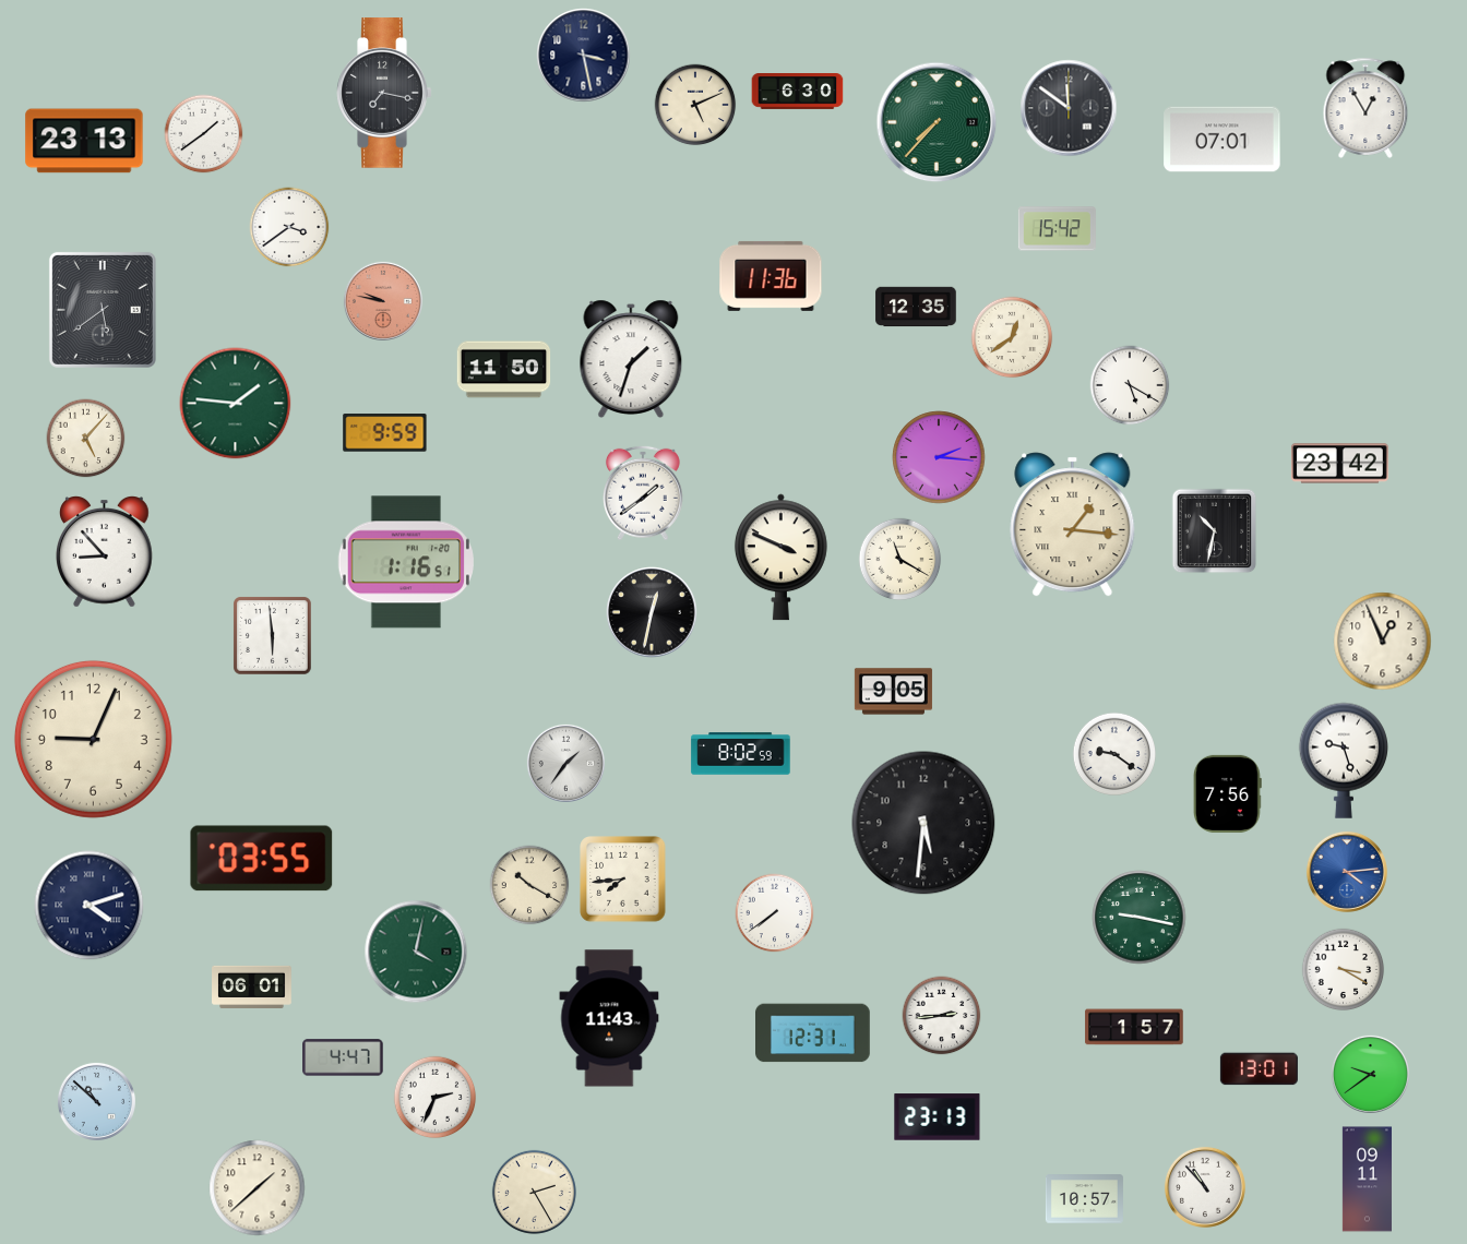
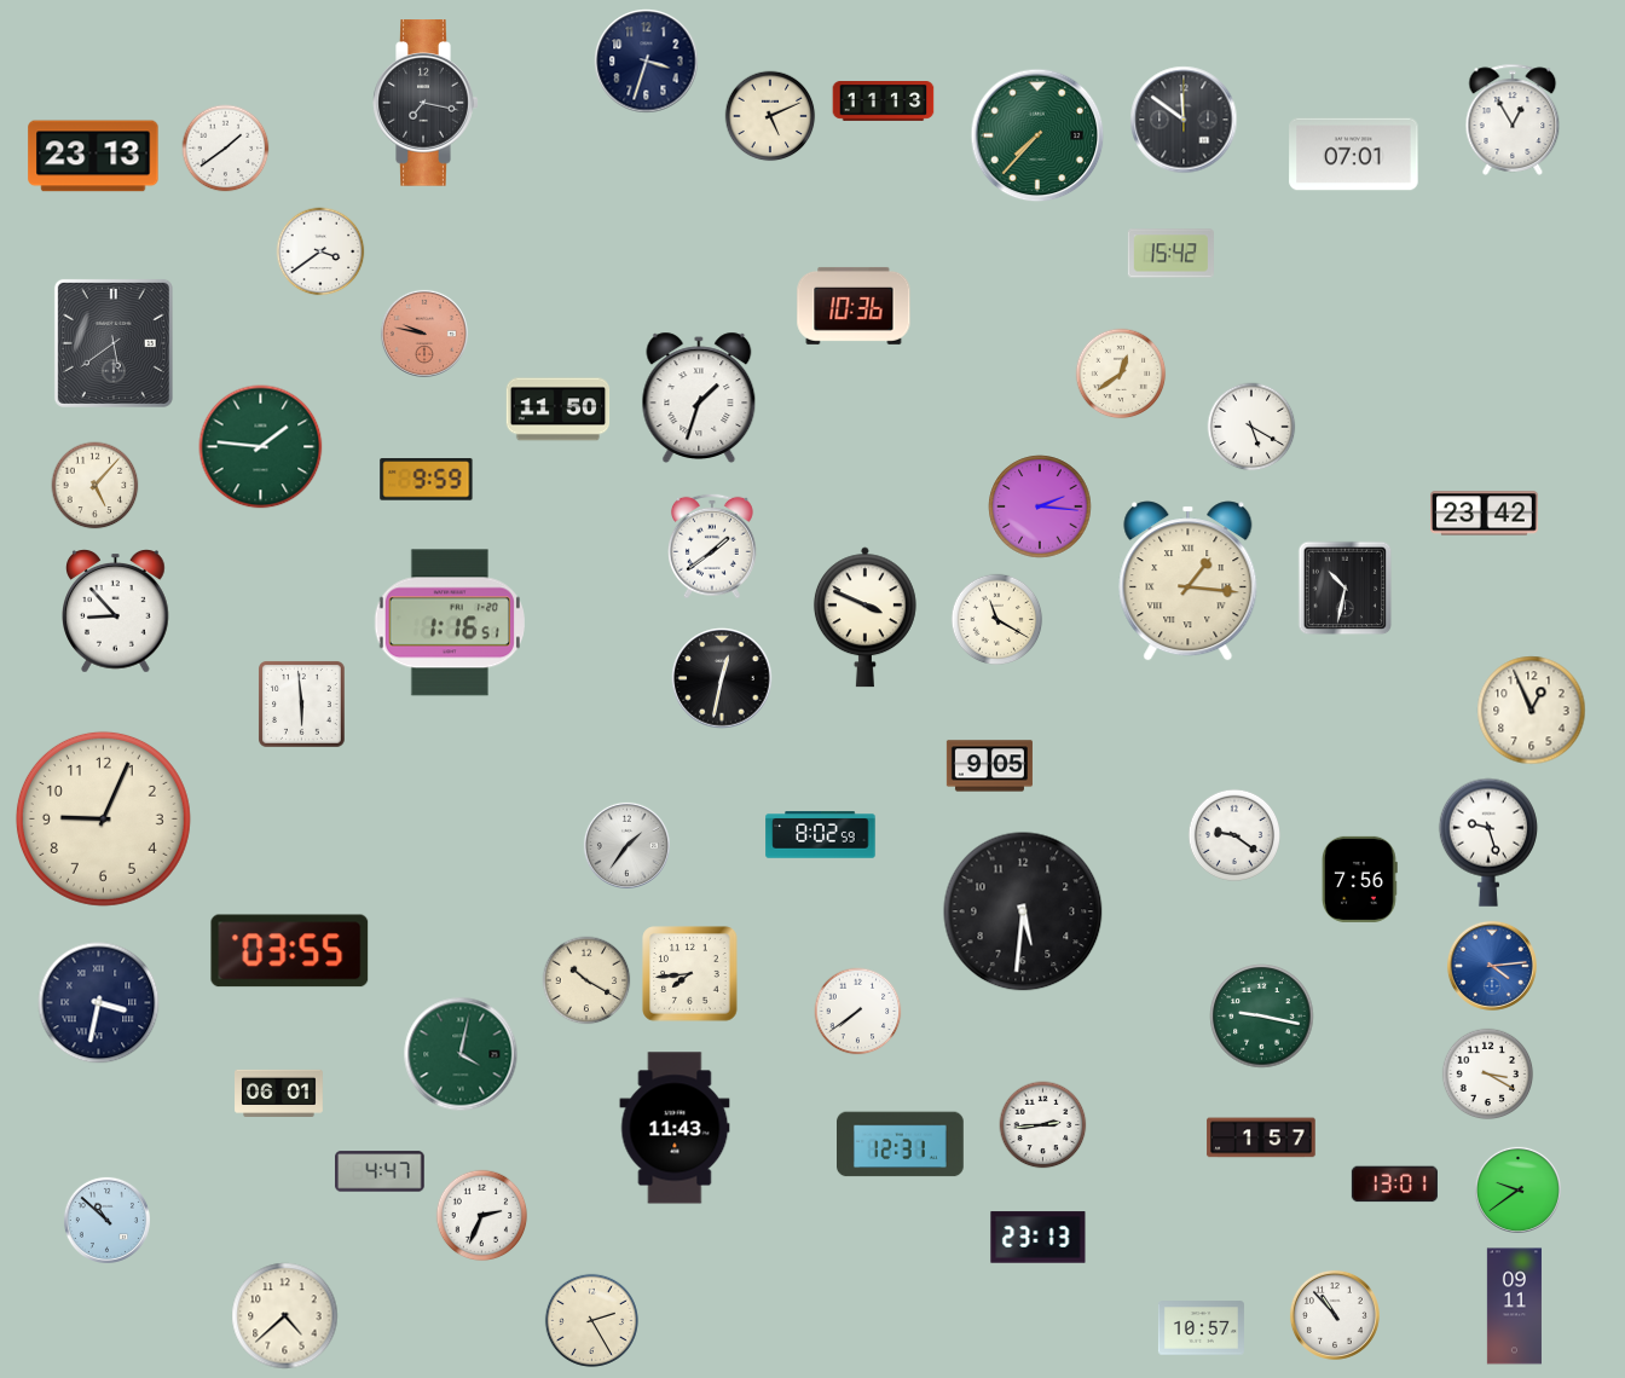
clock at (584, 56): 3:28 -> 3:33
clock at (798, 92): 6:30 -> 11:13
clock at (771, 276): 11:36 -> 10:36
clock at (916, 307): 12:35 -> none
clock at (90, 906): 4:12 -> 3:32
clock at (1134, 1027) position: (1134, 1027) -> (1261, 1137)
clock at (258, 1188): 1:38 -> 4:38
